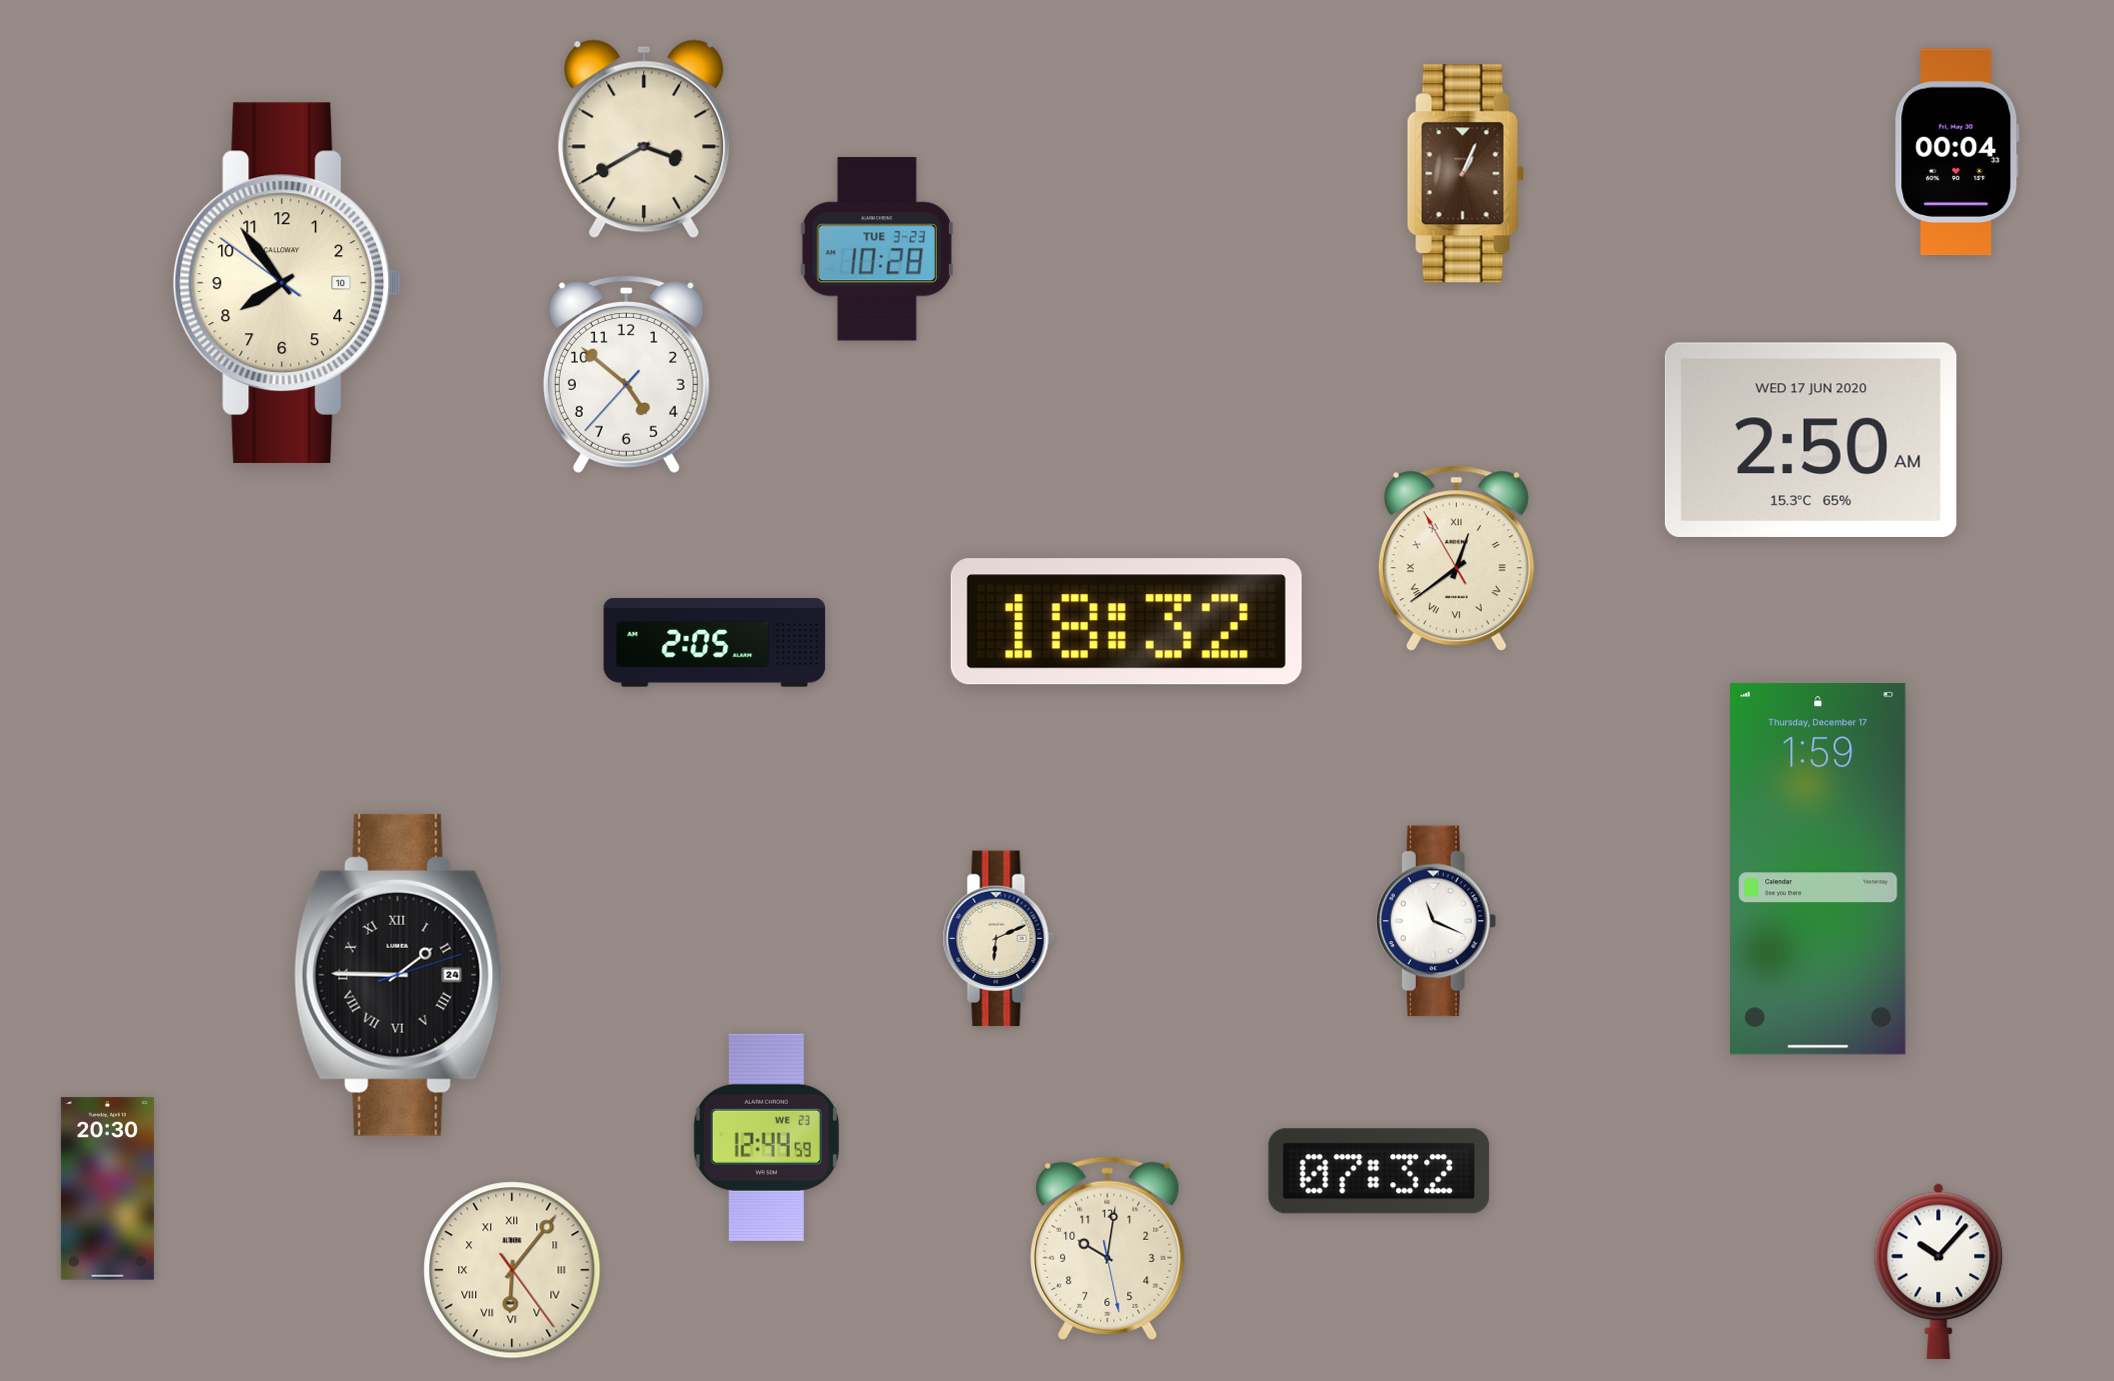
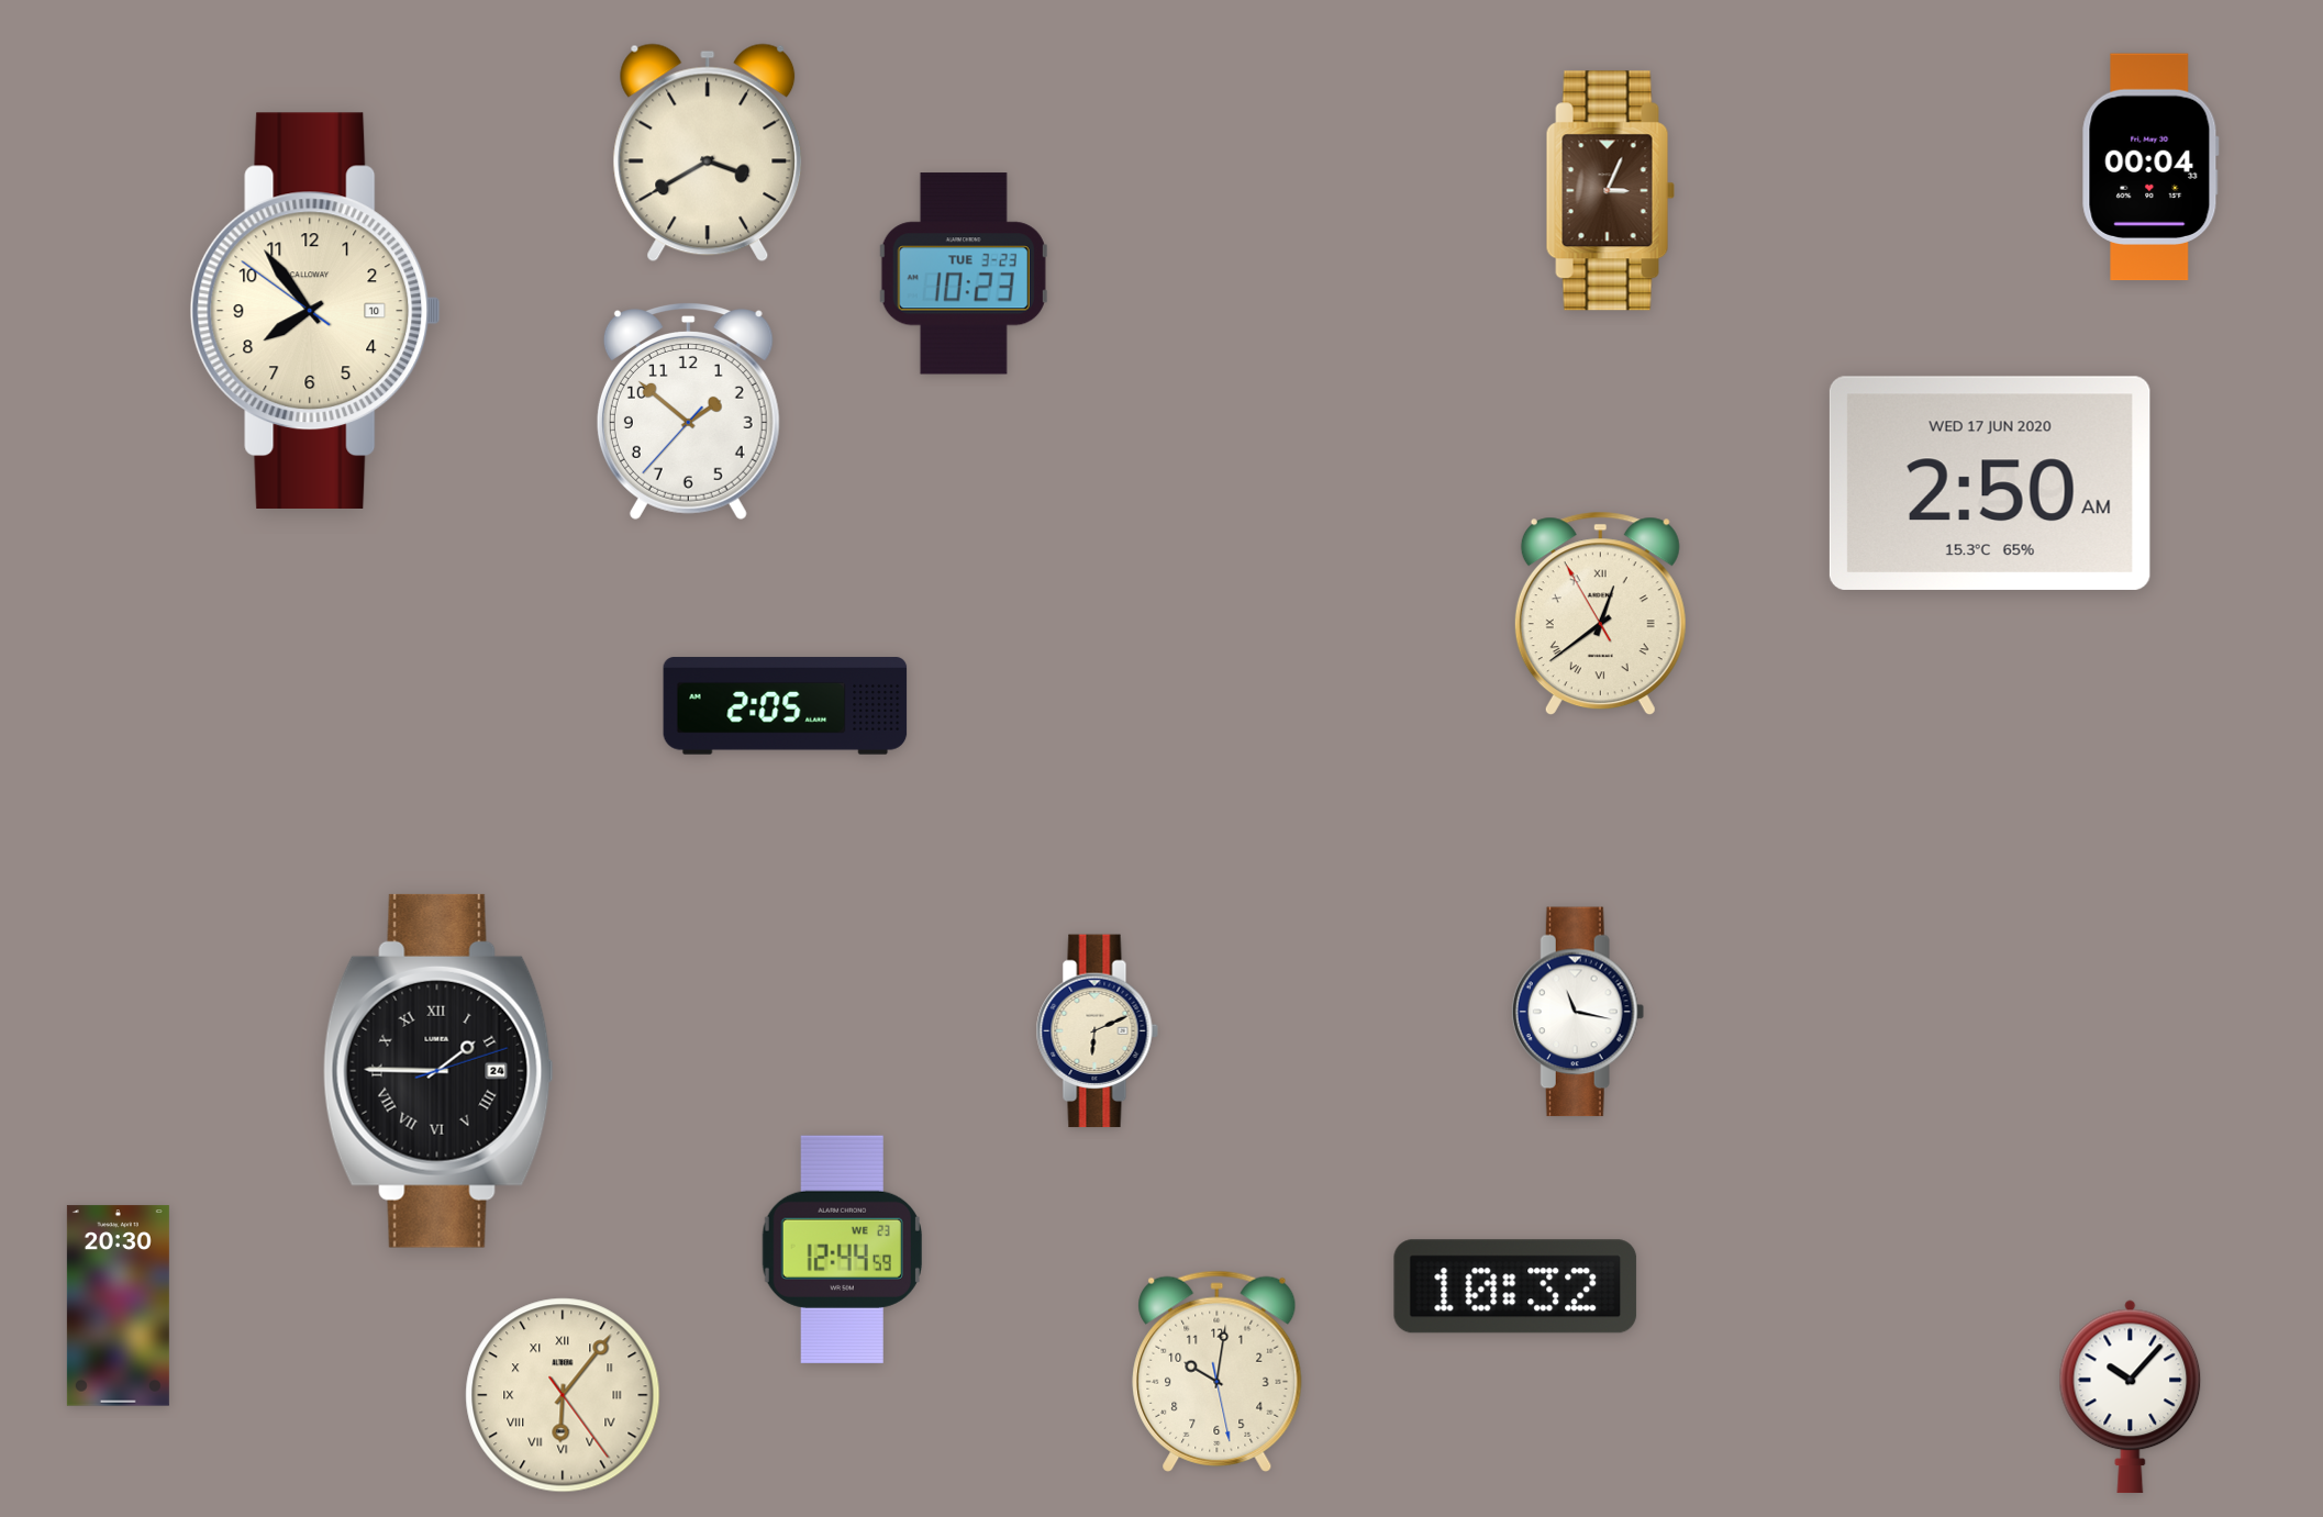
clock at (1465, 174): 1:04 -> 3:04
clock at (877, 249): 10:28 -> 10:23
clock at (626, 374): 4:51 -> 1:51
clock at (1126, 622): 18:32 -> none
clock at (1819, 869): 1:59 -> none
clock at (1436, 921): 11:19 -> 11:17
clock at (1379, 1171): 07:32 -> 10:32
